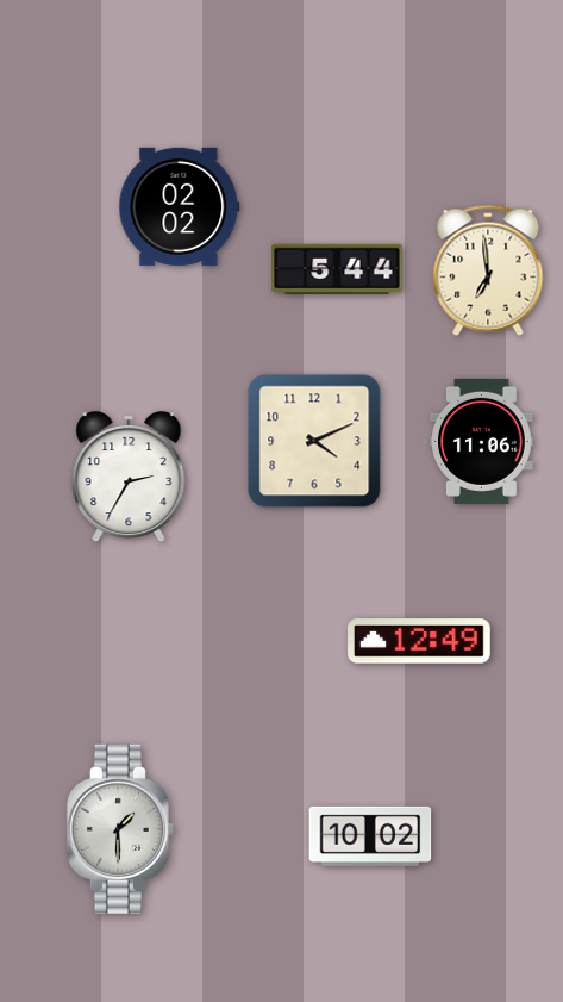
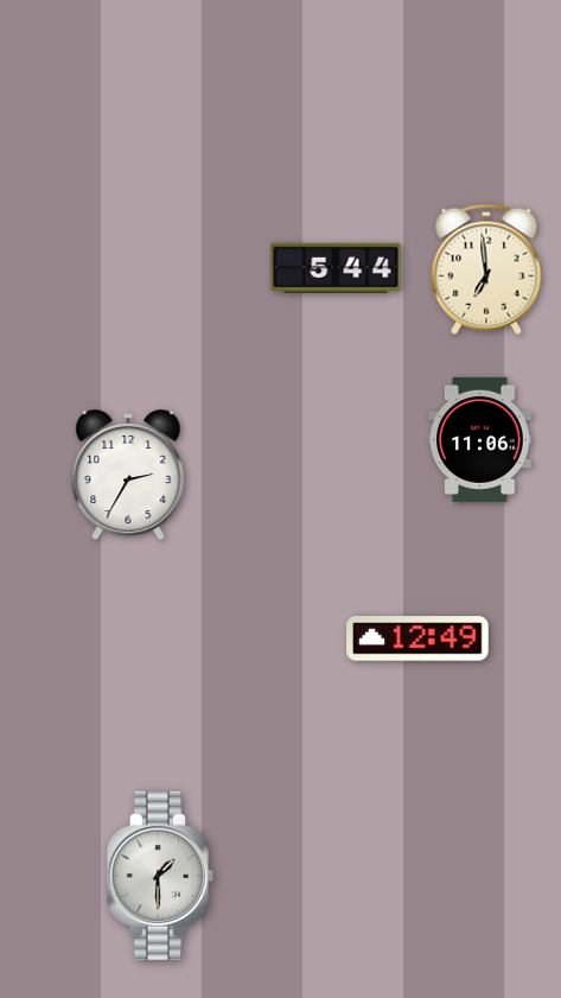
clock at (180, 206): 02:02 -> none
clock at (314, 441): 4:11 -> none
clock at (120, 829) position: (120, 829) -> (160, 876)
clock at (370, 836): 10:02 -> none
